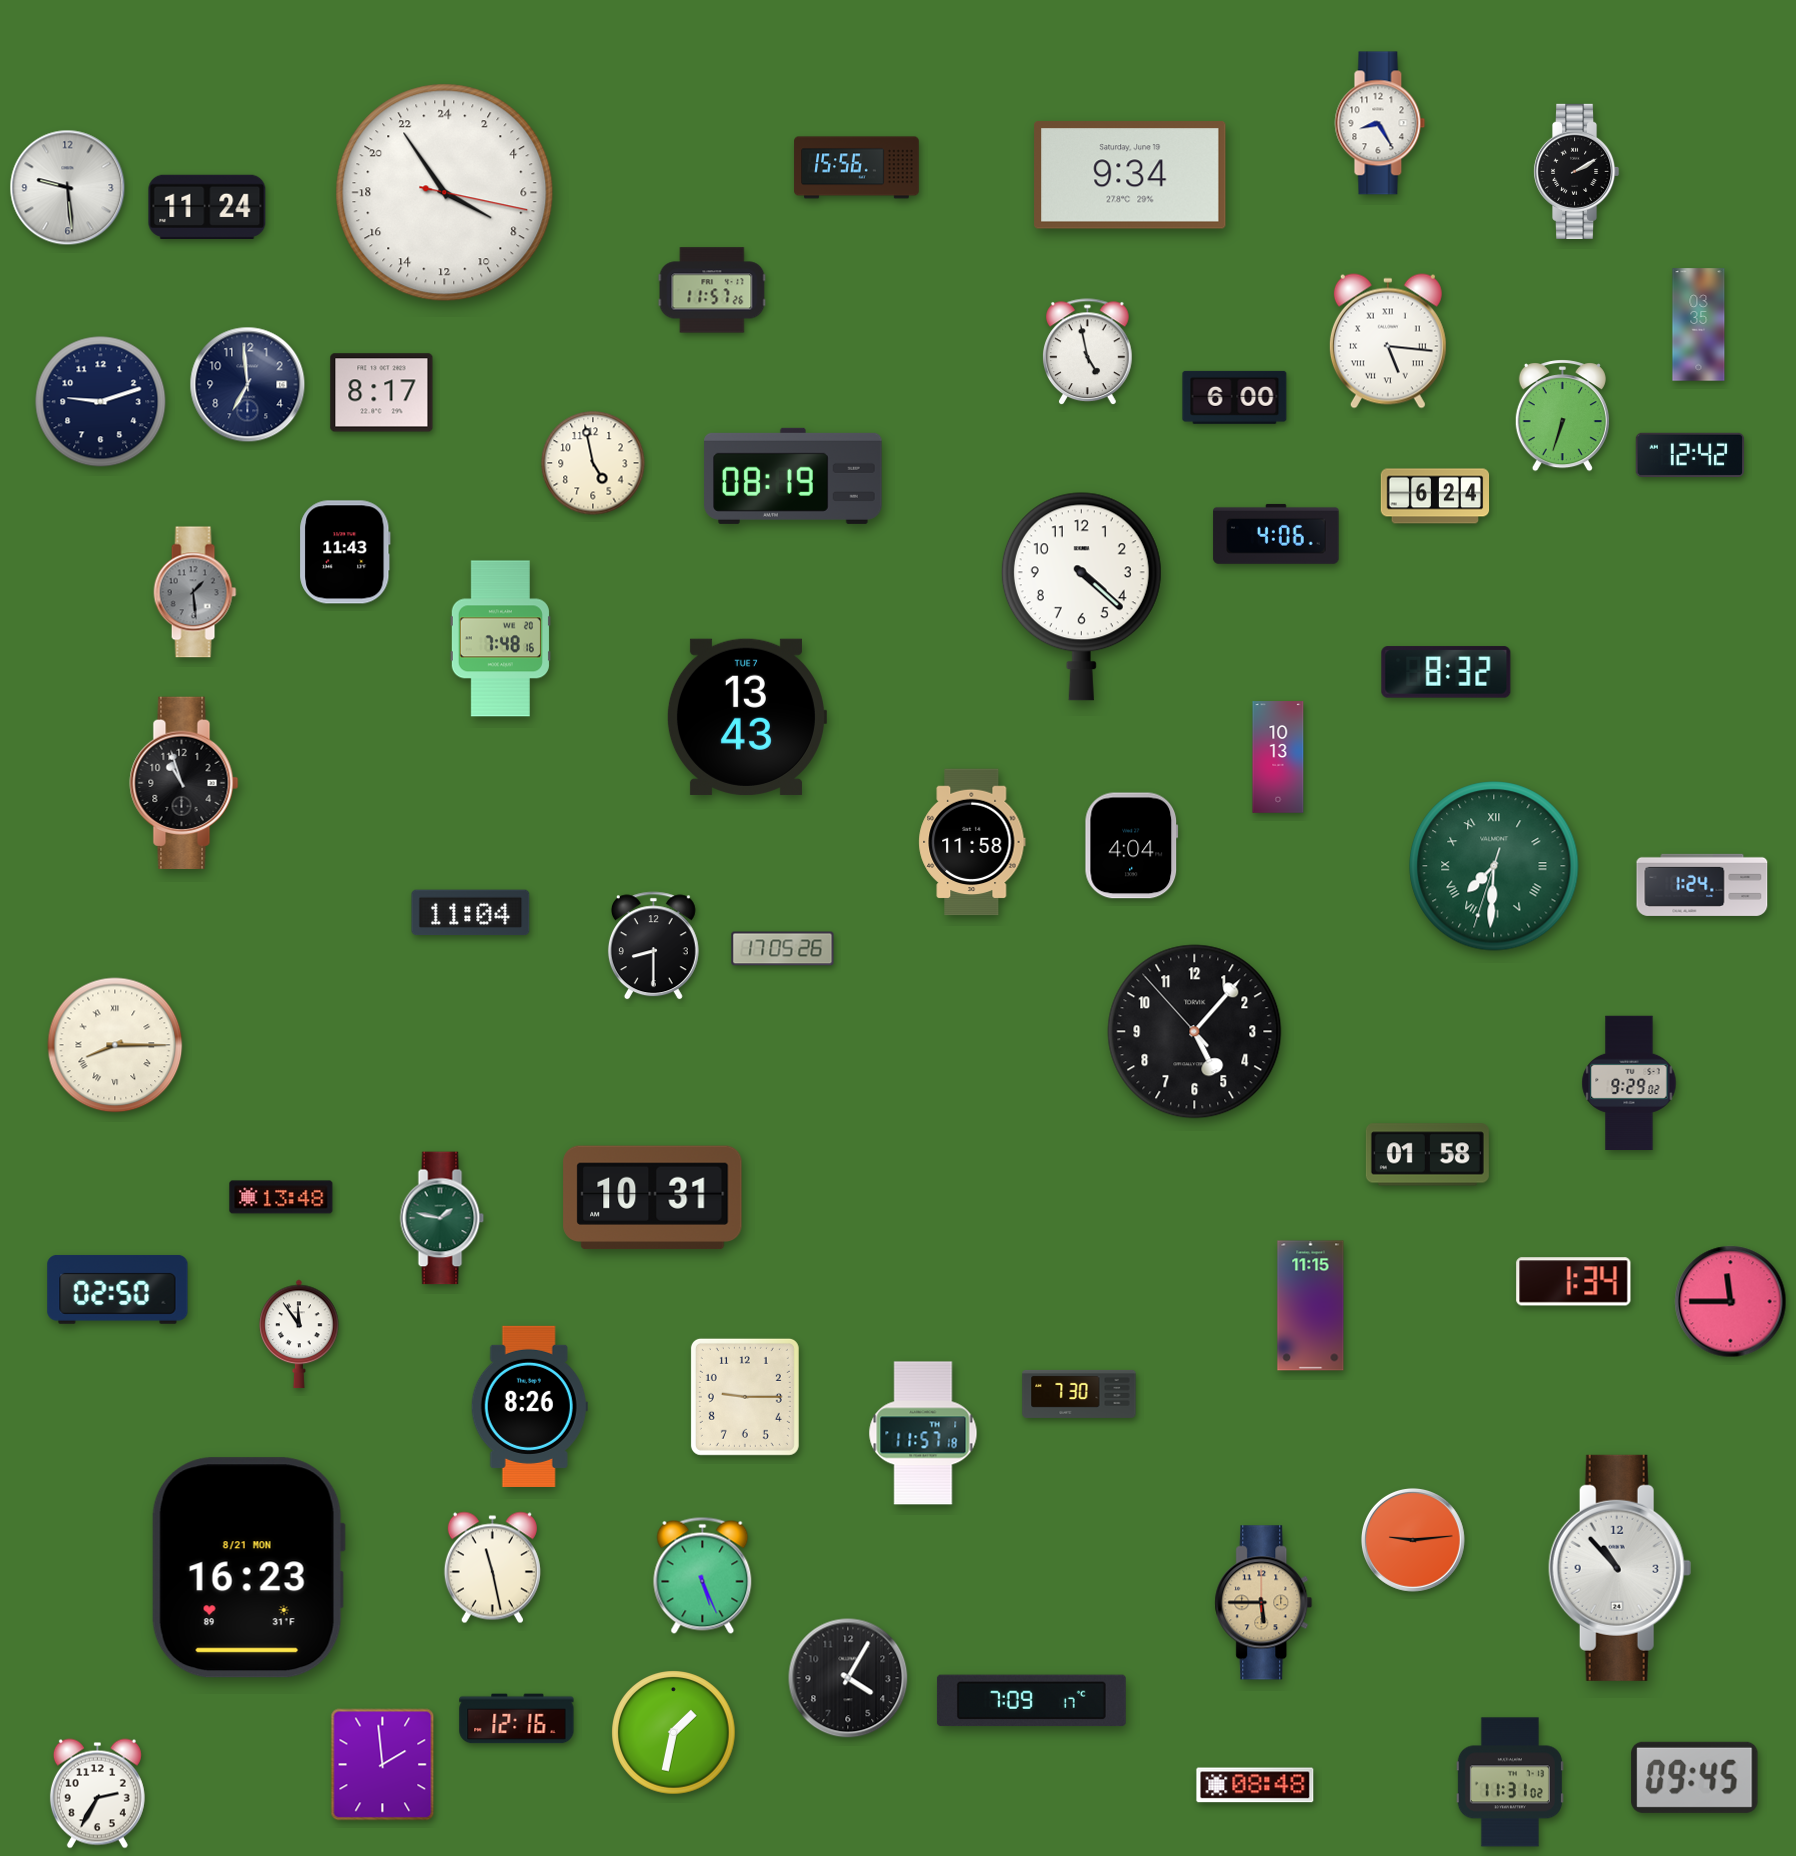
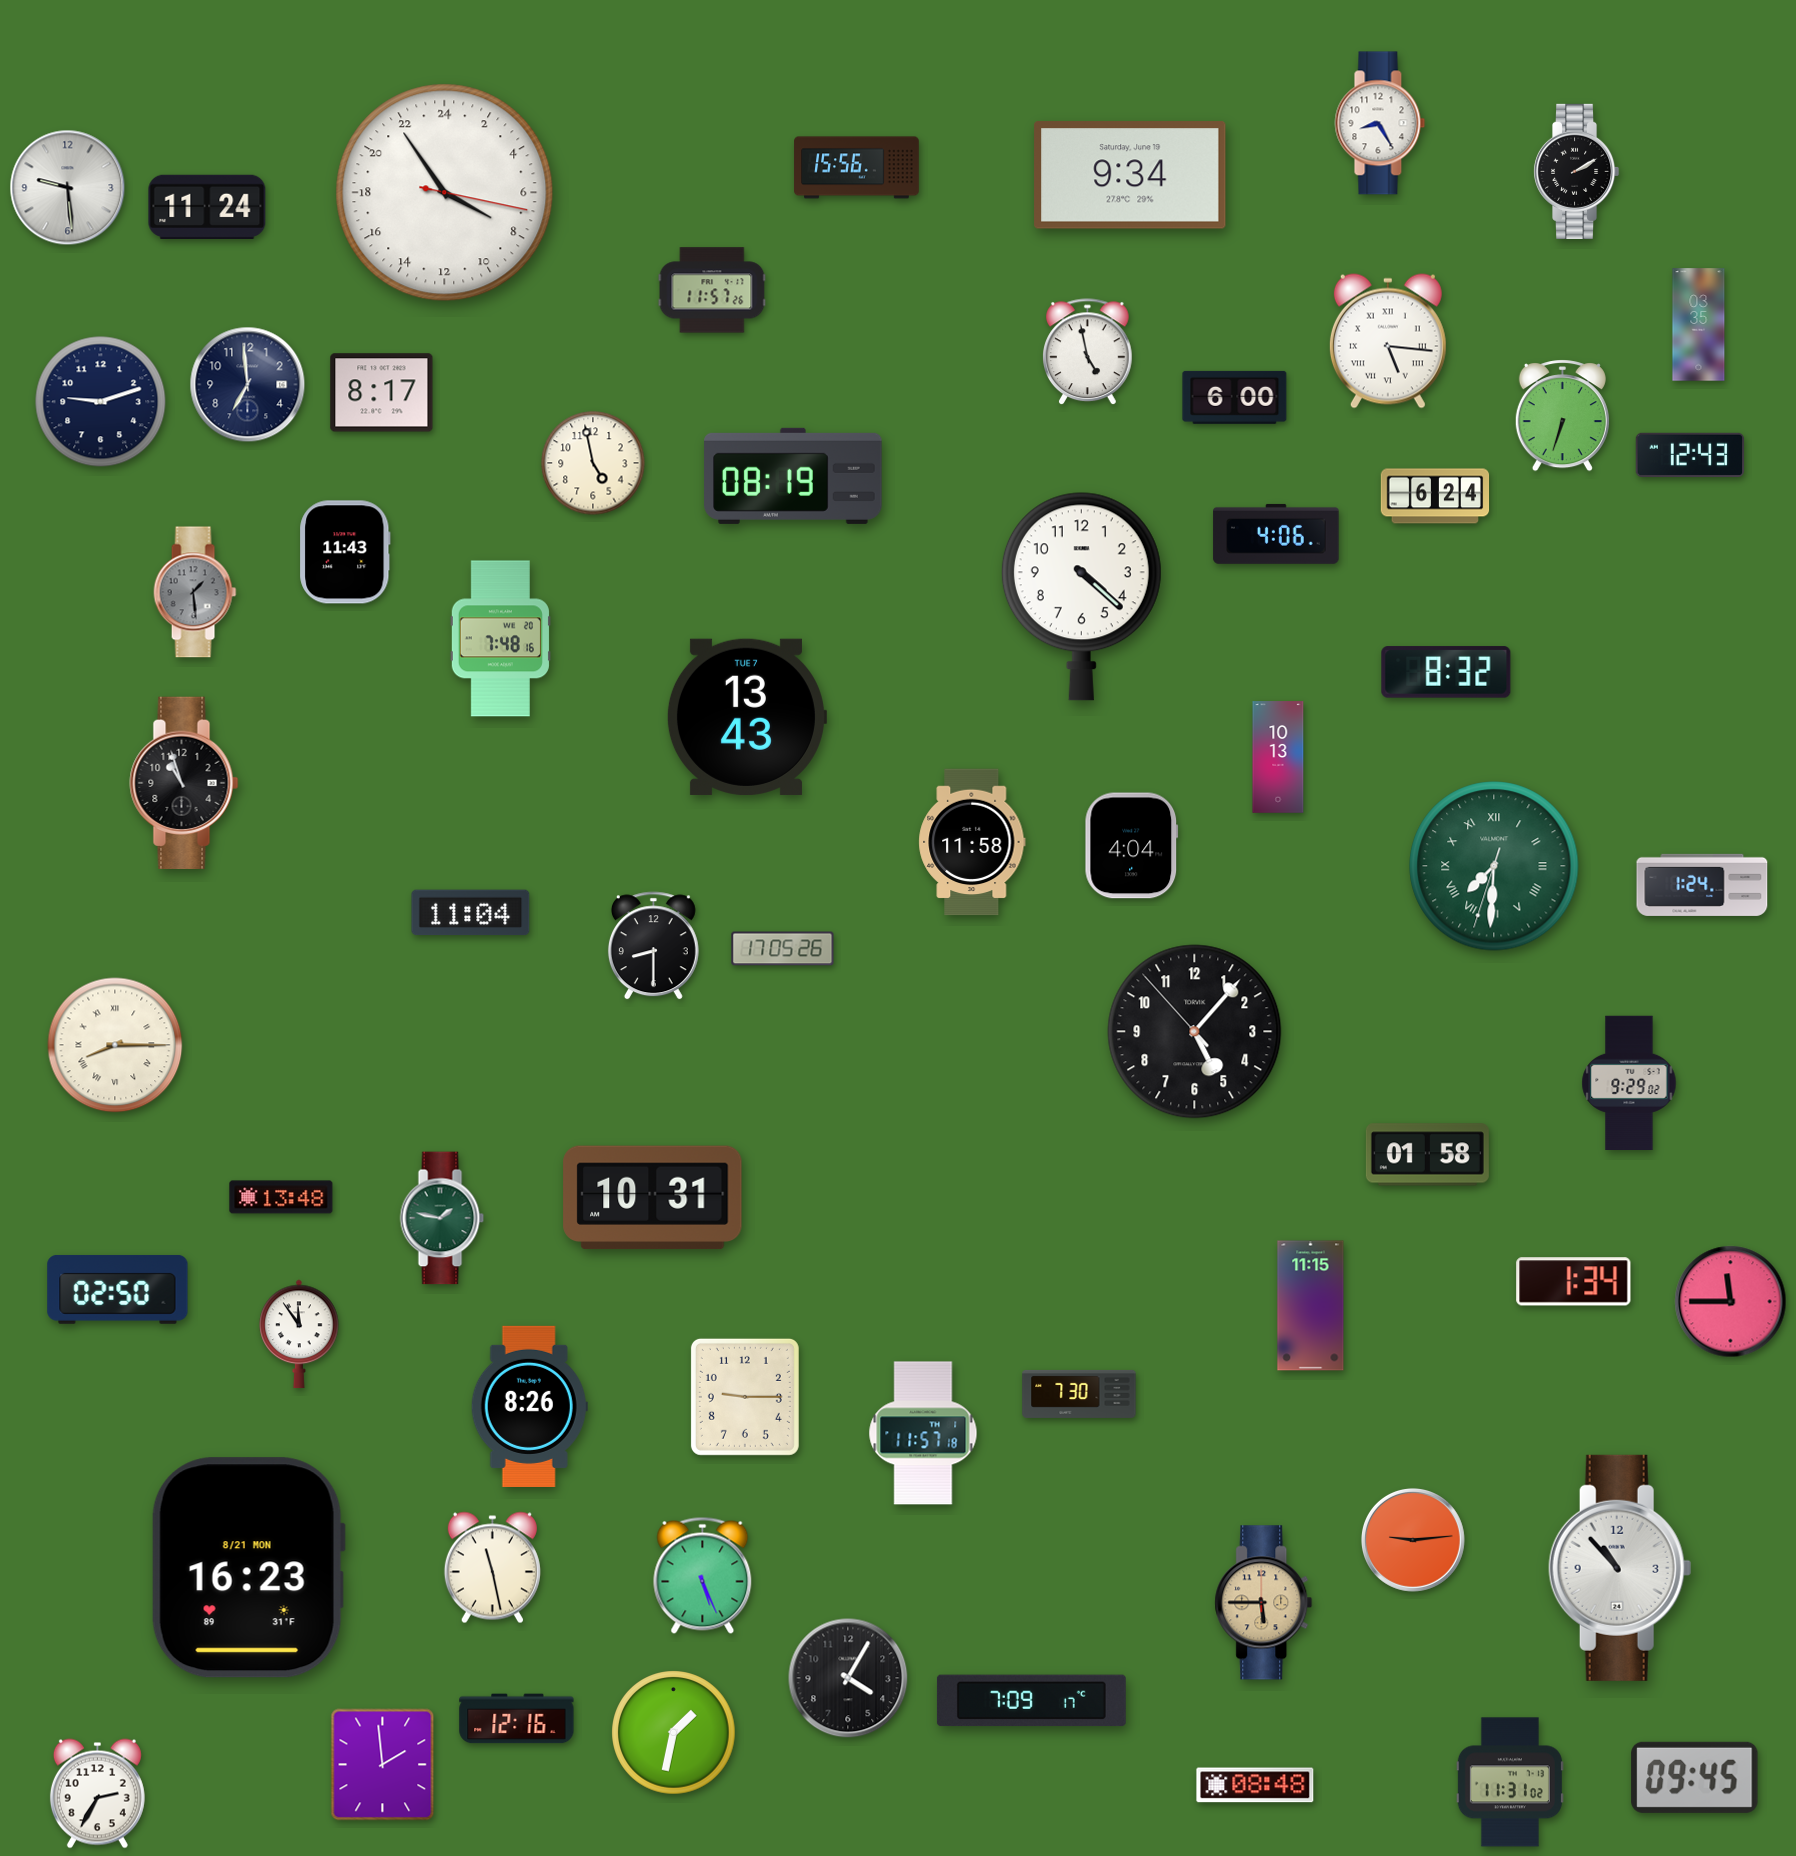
clock at (1690, 454): 12:42 -> 12:43
